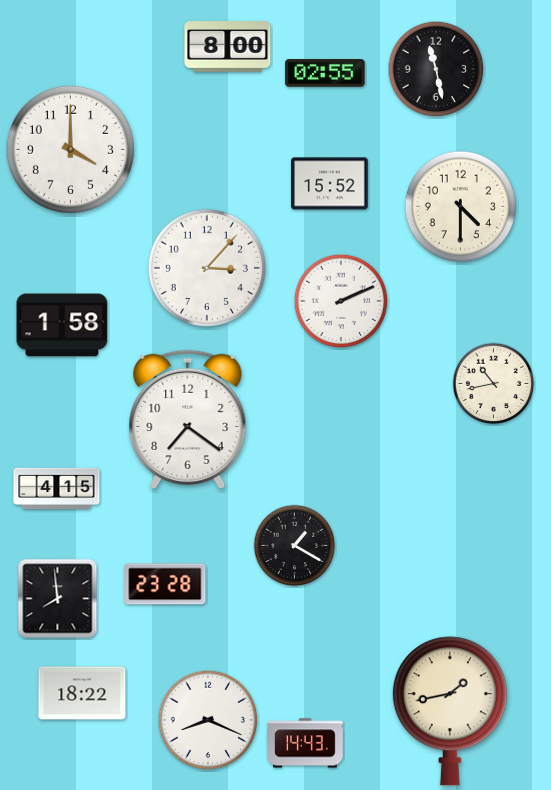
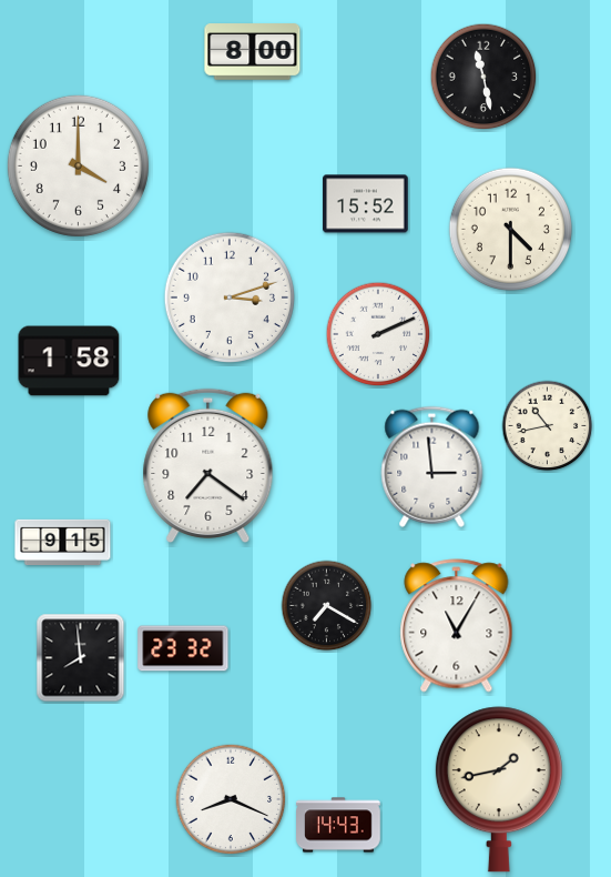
clock at (325, 73): 02:55 -> none
clock at (207, 268): 3:07 -> 3:12
clock at (432, 466): none -> 2:59
clock at (57, 488): 4:15 -> 9:15
clock at (295, 546): 1:20 -> 7:20
clock at (457, 626): none -> 11:05
clock at (165, 584): 23:28 -> 23:32
clock at (58, 599) position: (58, 599) -> (81, 658)
clock at (82, 693): 18:22 -> none
